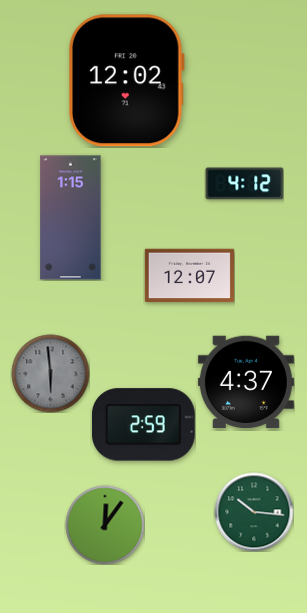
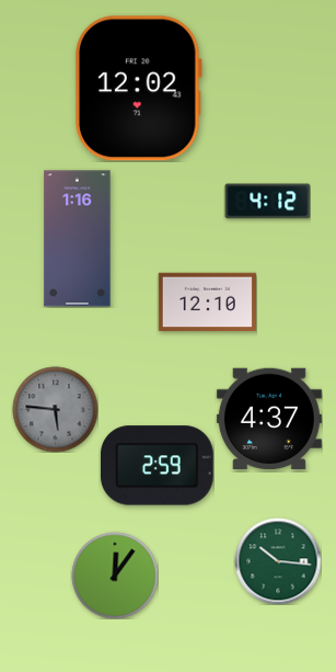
clock at (71, 218): 1:15 -> 1:16
clock at (189, 276): 12:07 -> 12:10
clock at (50, 373): 5:59 -> 5:46
